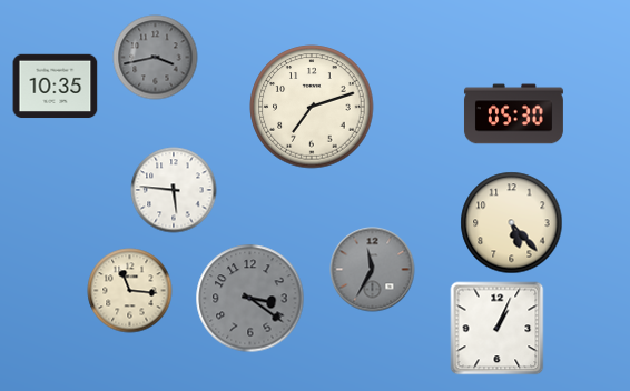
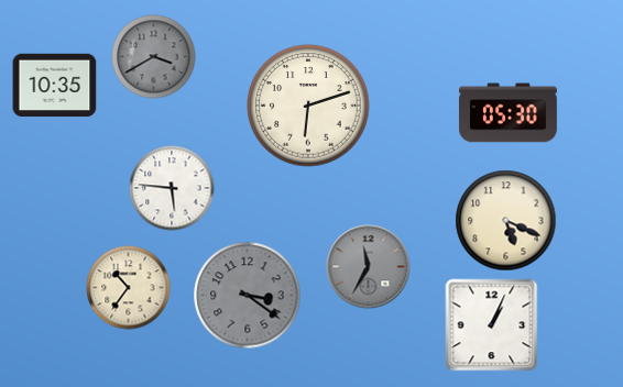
clock at (156, 58): 3:43 -> 3:40
clock at (312, 107): 7:12 -> 6:12
clock at (512, 223): 5:23 -> 5:19
clock at (130, 291): 11:16 -> 10:36
